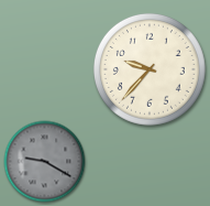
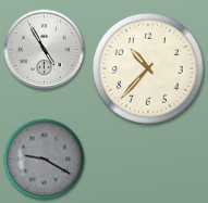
clock at (45, 50): none -> 4:55
clock at (150, 69): 9:37 -> 10:37
